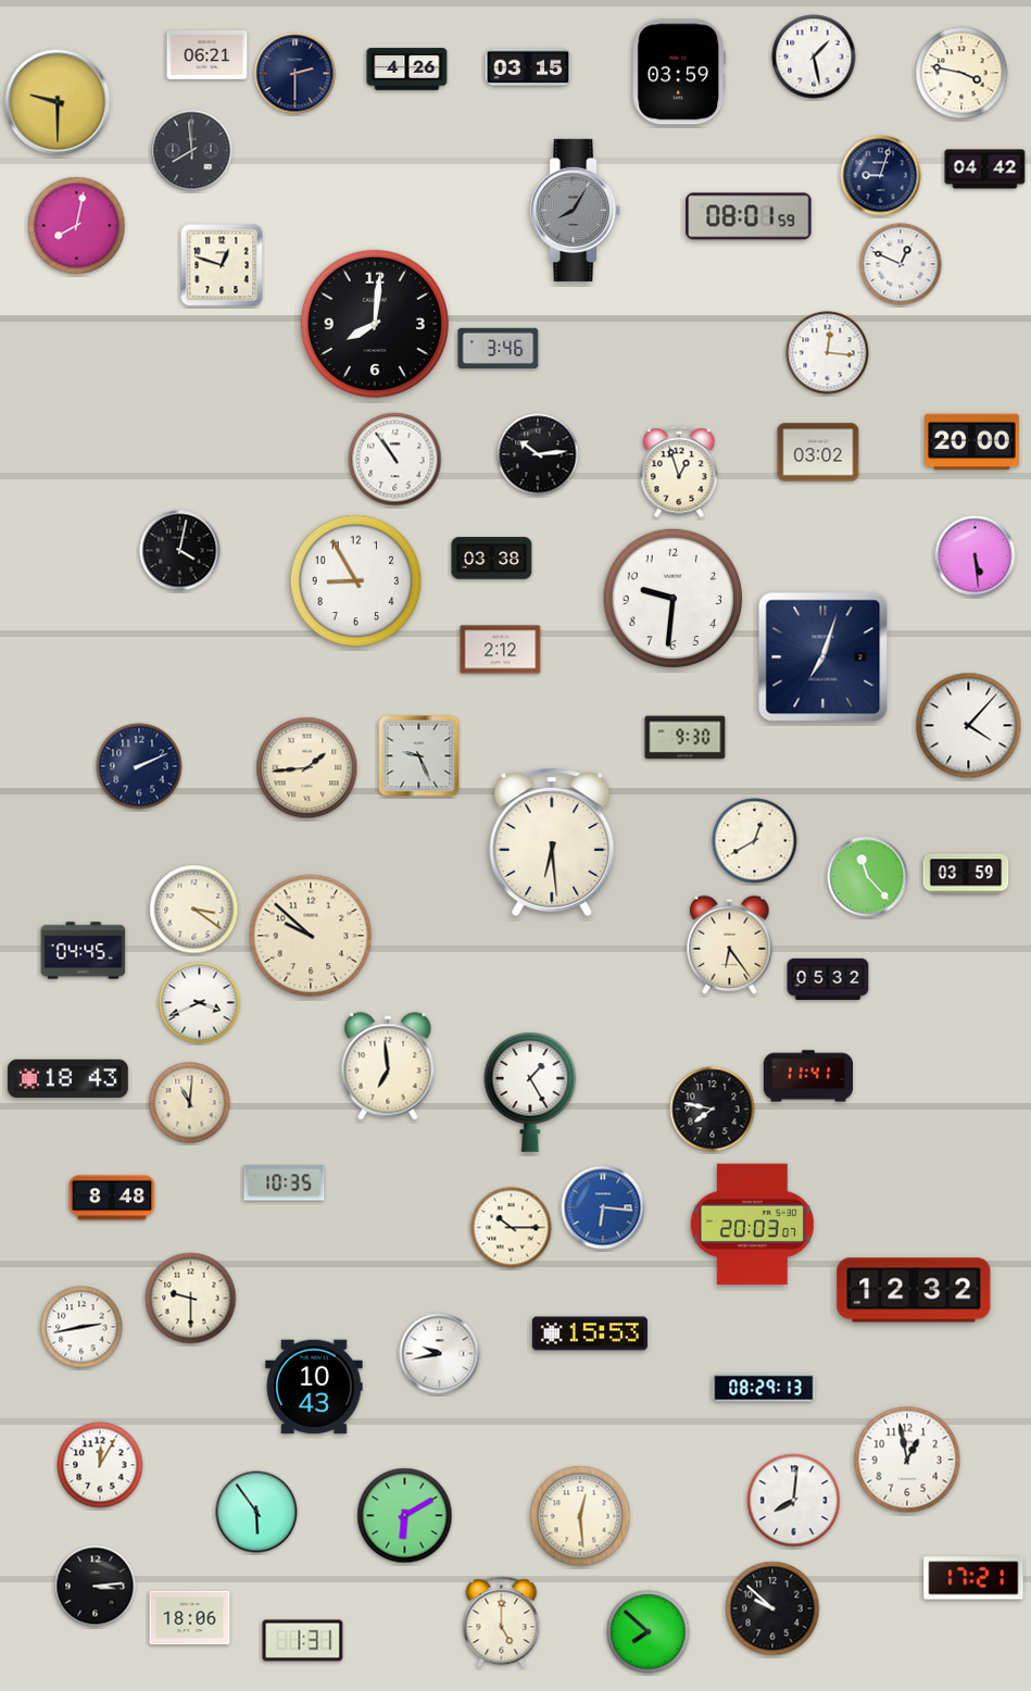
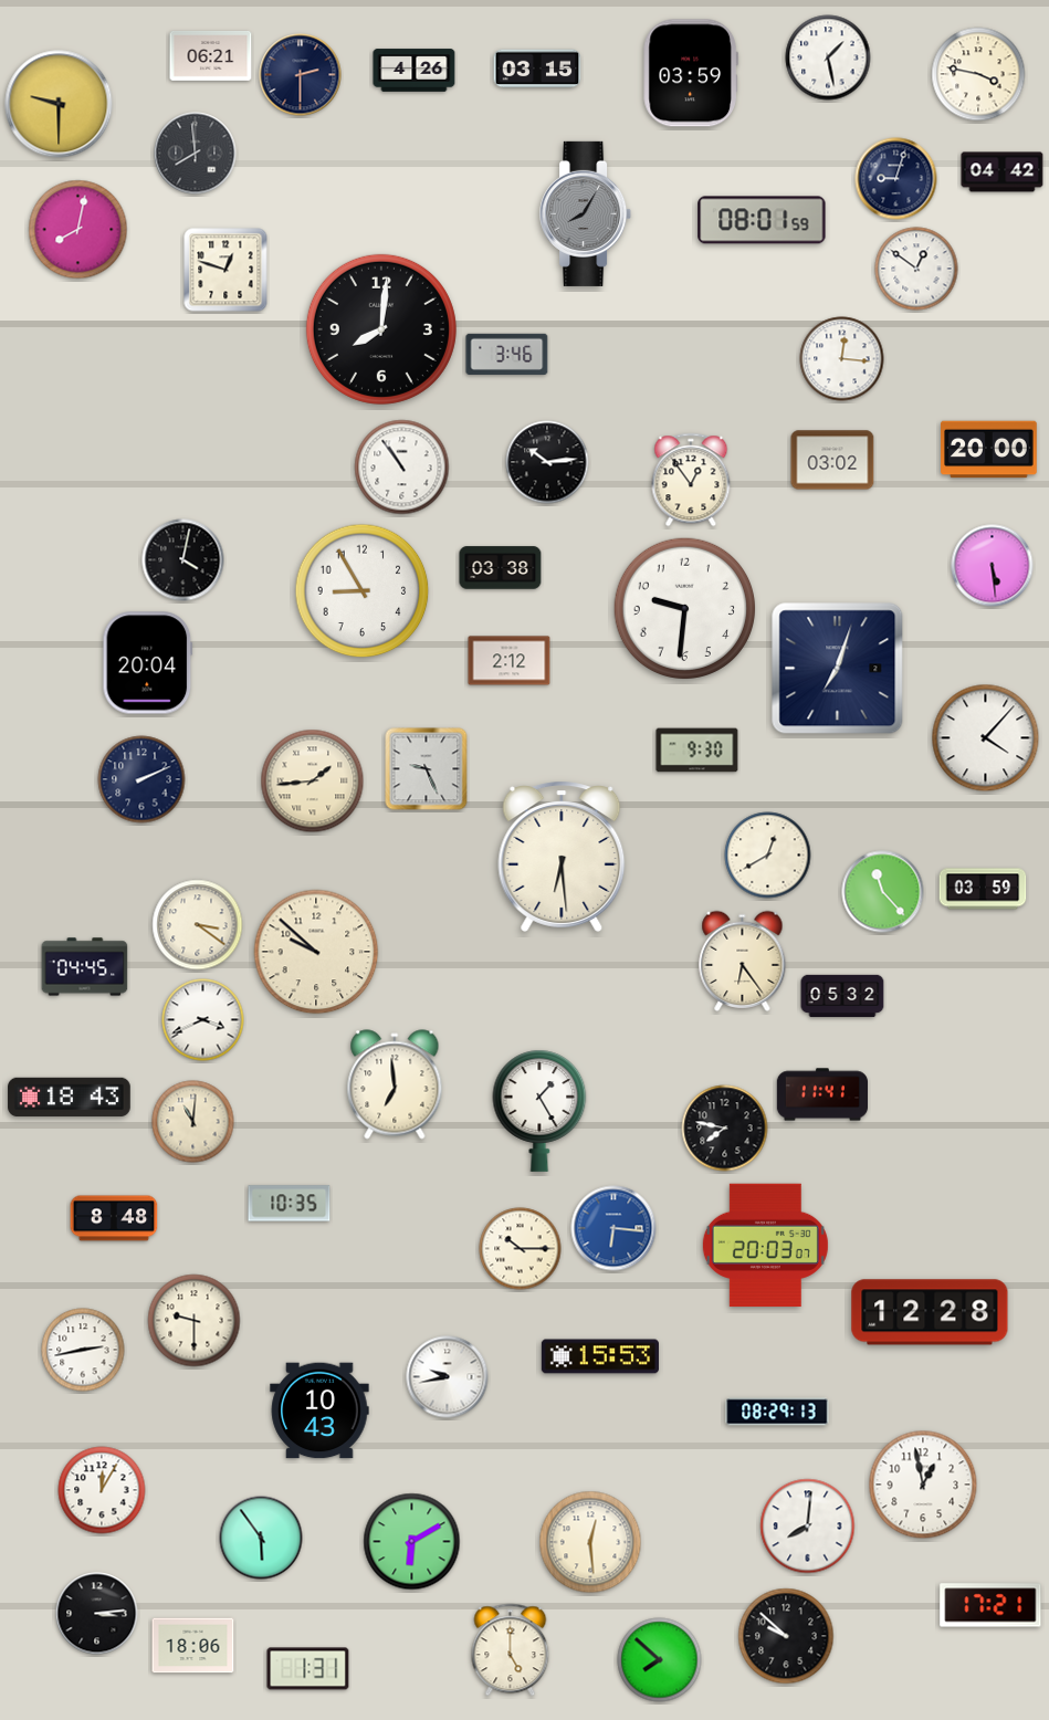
clock at (901, 264): 12:49 -> 12:51
clock at (679, 472): 12:57 -> 12:54
clock at (148, 663): none -> 20:04
clock at (914, 1290): 12:32 -> 12:28
